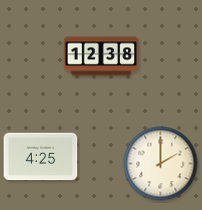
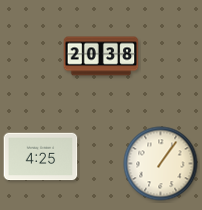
clock at (101, 56): 12:38 -> 20:38
clock at (161, 164): 2:00 -> 1:06
